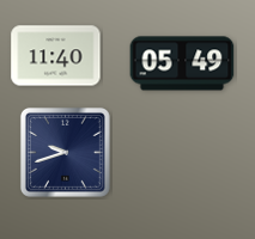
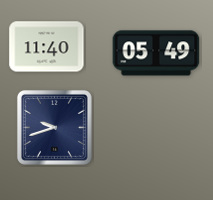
clock at (182, 63) position: (182, 63) -> (156, 53)
